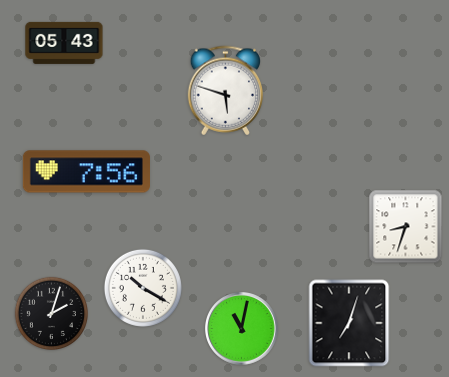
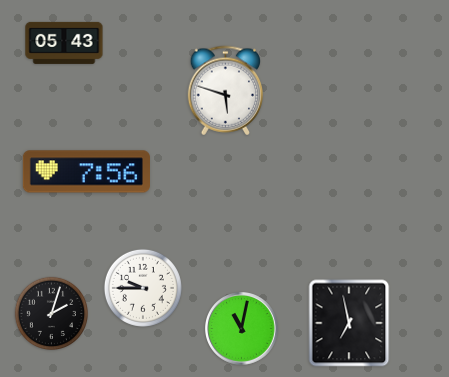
clock at (406, 227): 8:33 -> none
clock at (143, 288): 10:20 -> 9:45
clock at (349, 323): 7:03 -> 6:58
